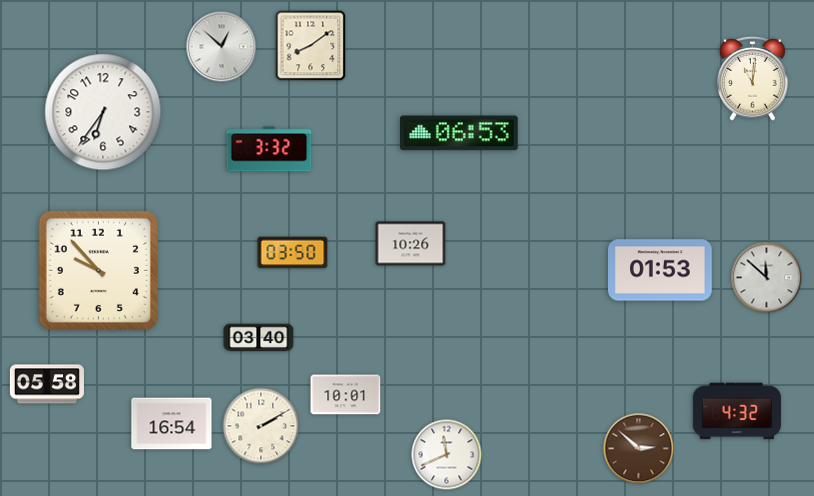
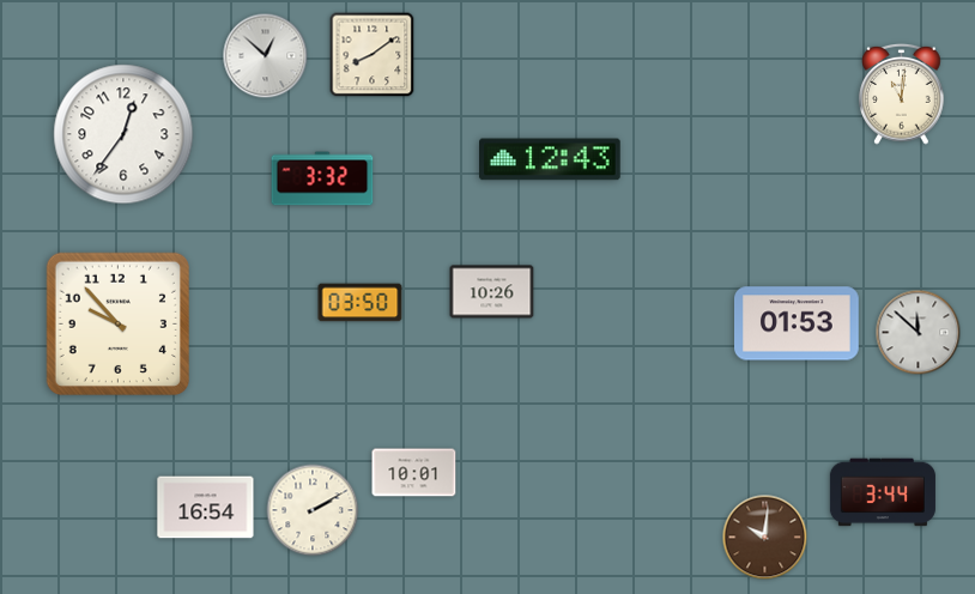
clock at (103, 112): 6:36 -> 12:36
clock at (460, 133): 06:53 -> 12:43
clock at (293, 253) position: (293, 253) -> (361, 303)
clock at (661, 270) position: (661, 270) -> (798, 323)
clock at (259, 338): 03:40 -> none
clock at (46, 384): 05:58 -> none
clock at (737, 411): 4:32 -> 3:44
clock at (639, 449): 2:52 -> 10:01
clock at (447, 455): 11:41 -> none
